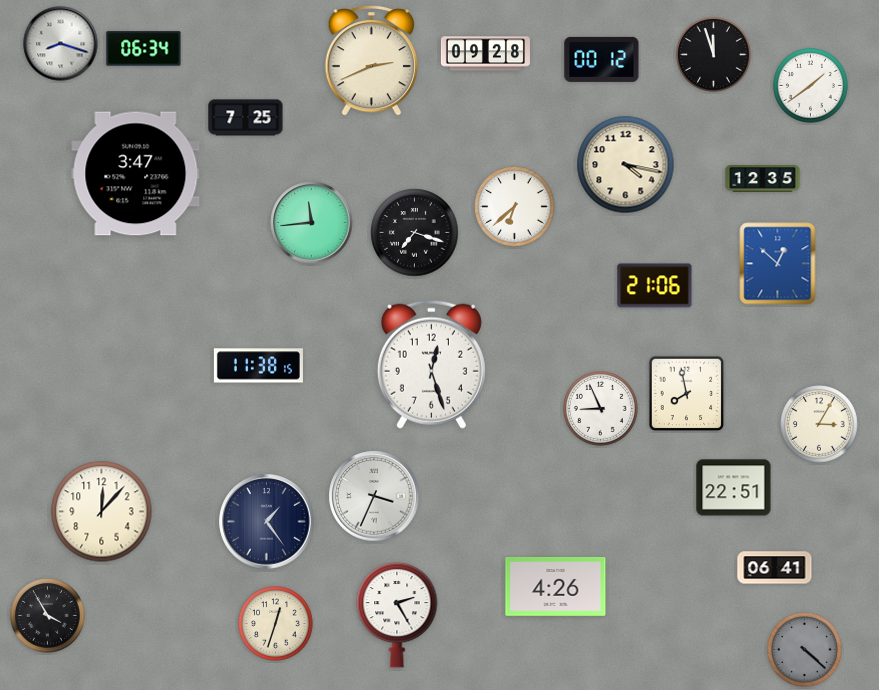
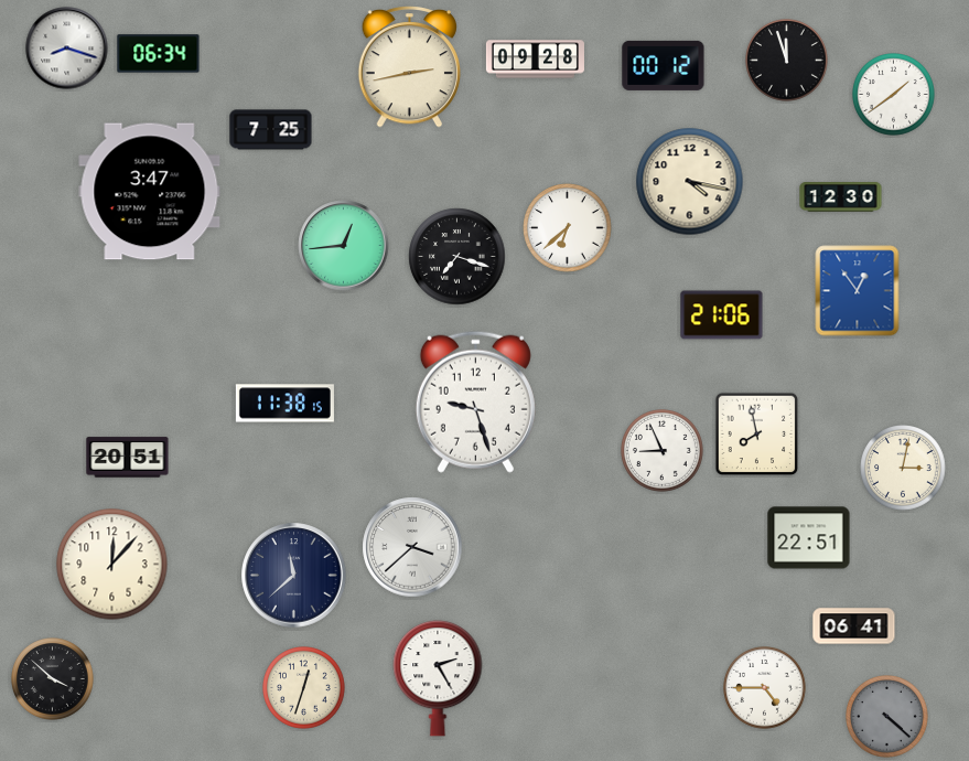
clock at (371, 60): 2:41 -> 2:43
clock at (763, 179): 12:35 -> 12:30
clock at (312, 223): 11:44 -> 12:44
clock at (778, 264): 12:52 -> 12:54
clock at (431, 364): 12:27 -> 9:27
clock at (128, 458): none -> 20:51
clock at (819, 424): 3:05 -> 3:02
clock at (374, 496): 3:34 -> 3:38
clock at (267, 522): 1:24 -> 11:38
clock at (556, 586): 4:26 -> none
clock at (48, 616): 3:55 -> 3:52
clock at (765, 688): none -> 4:45
